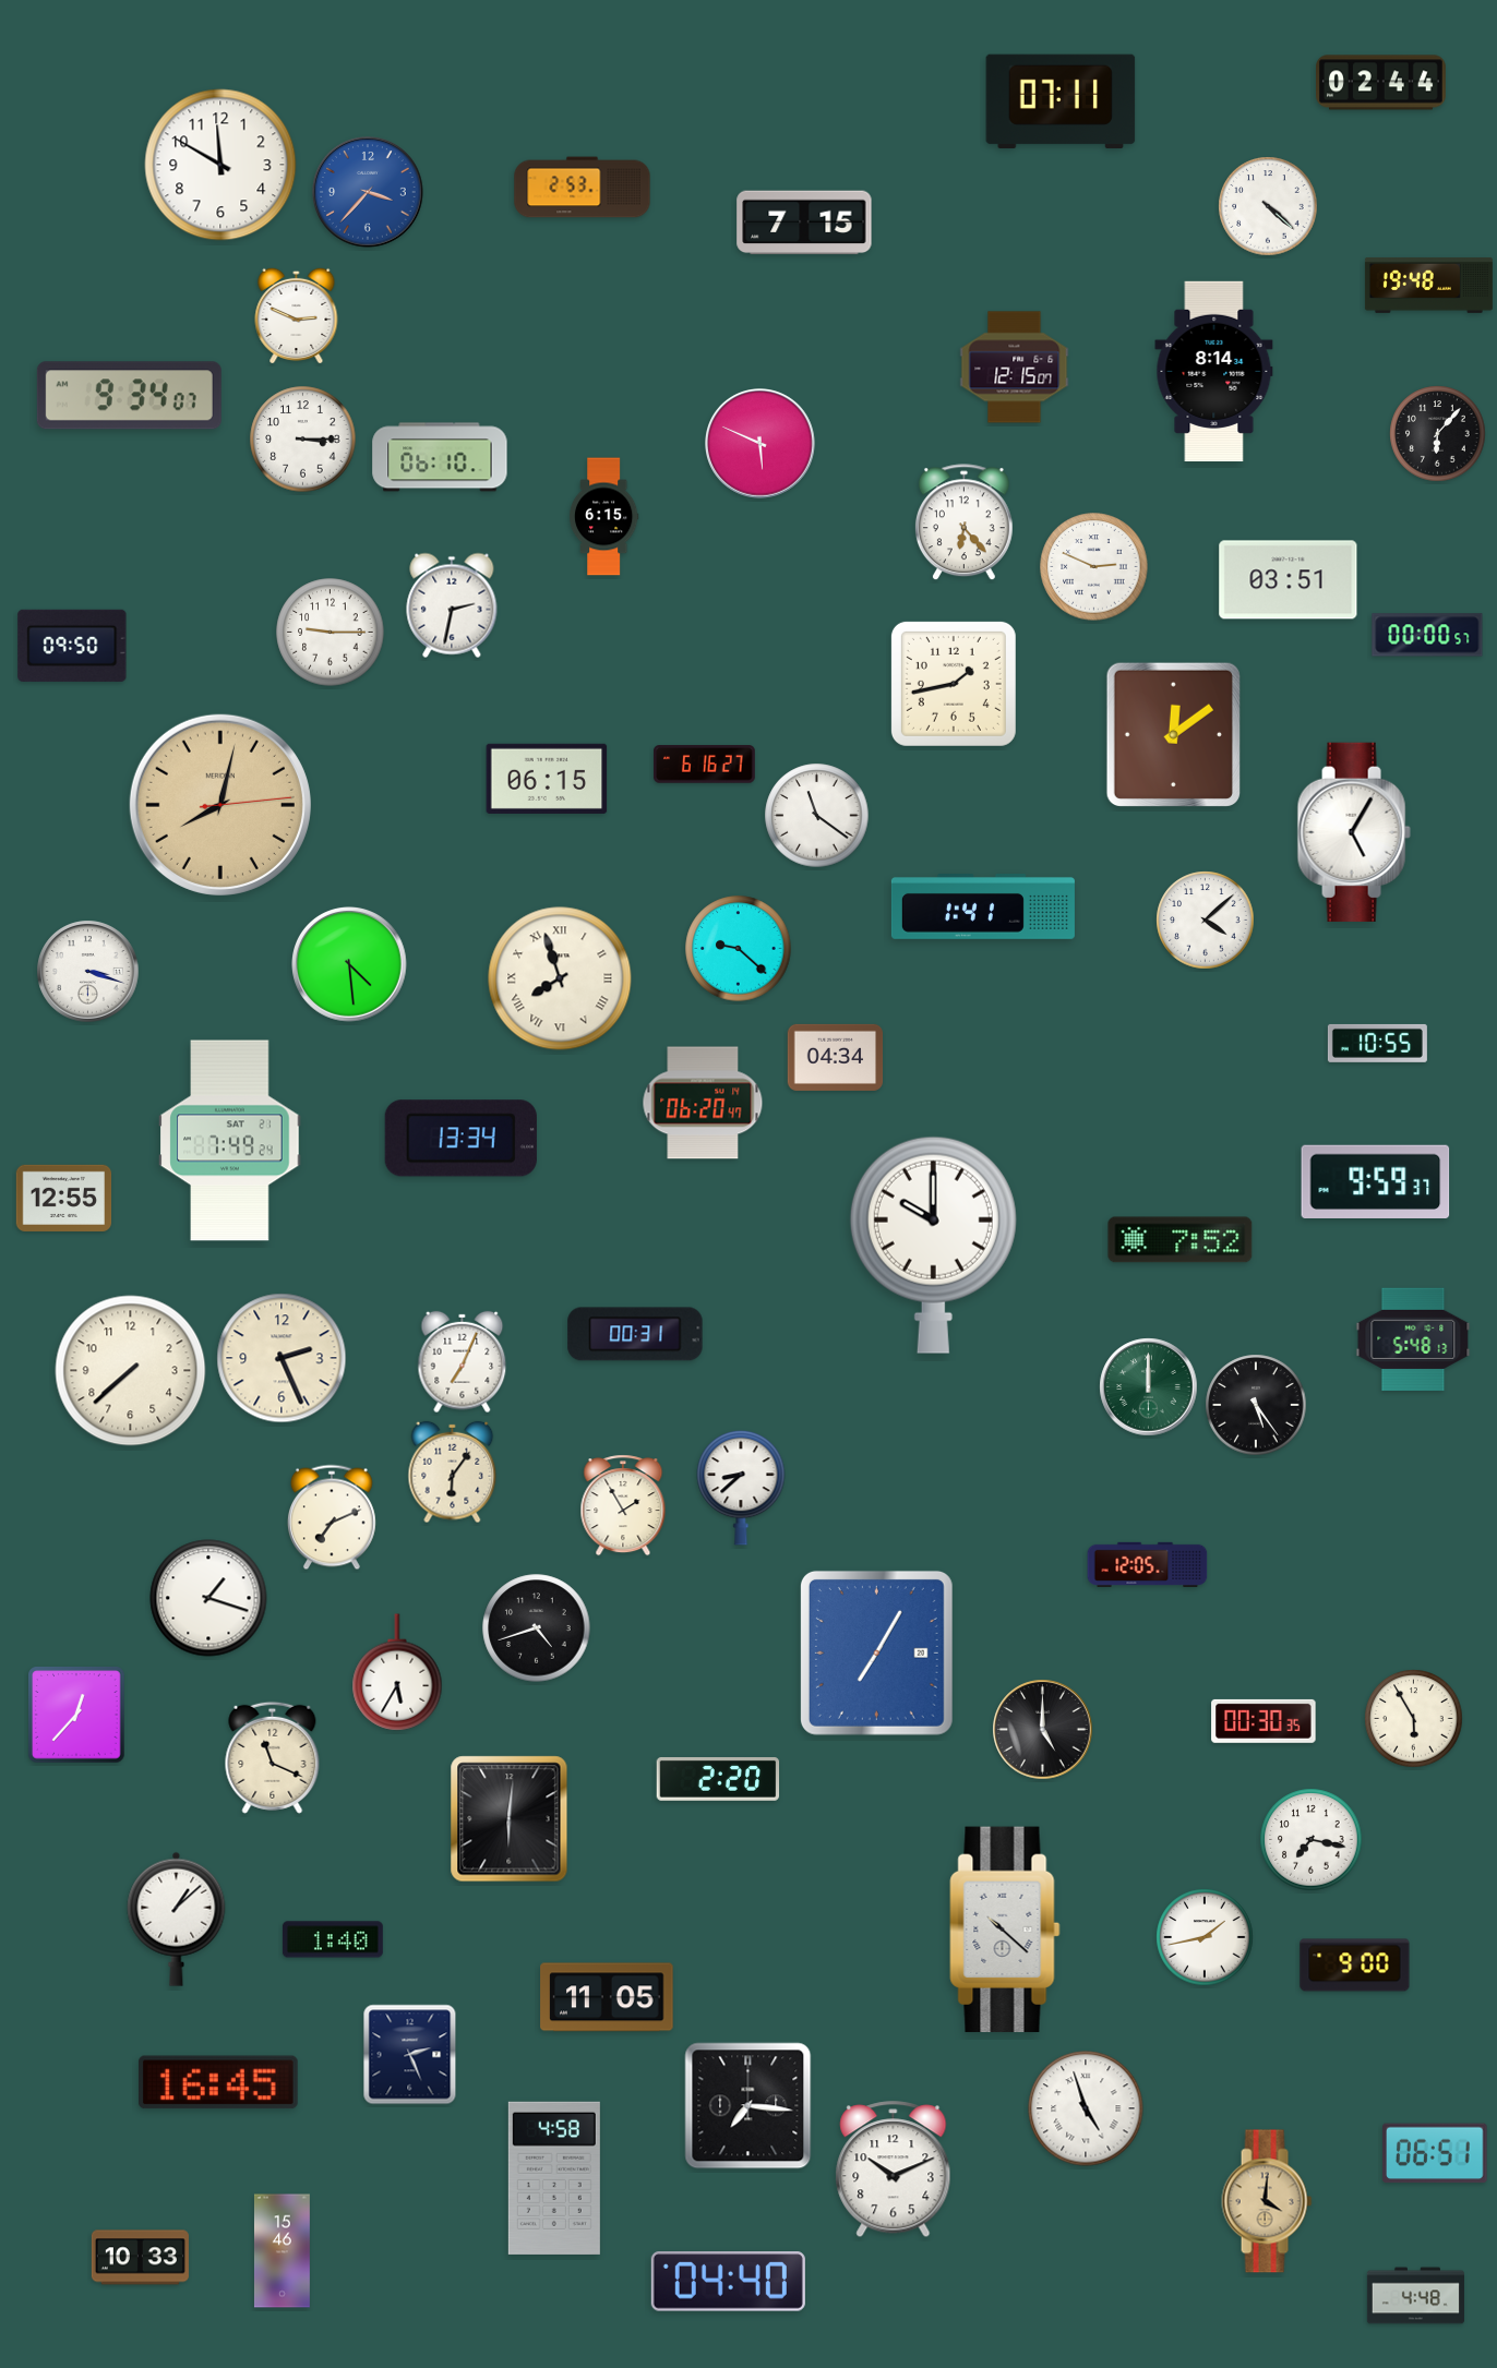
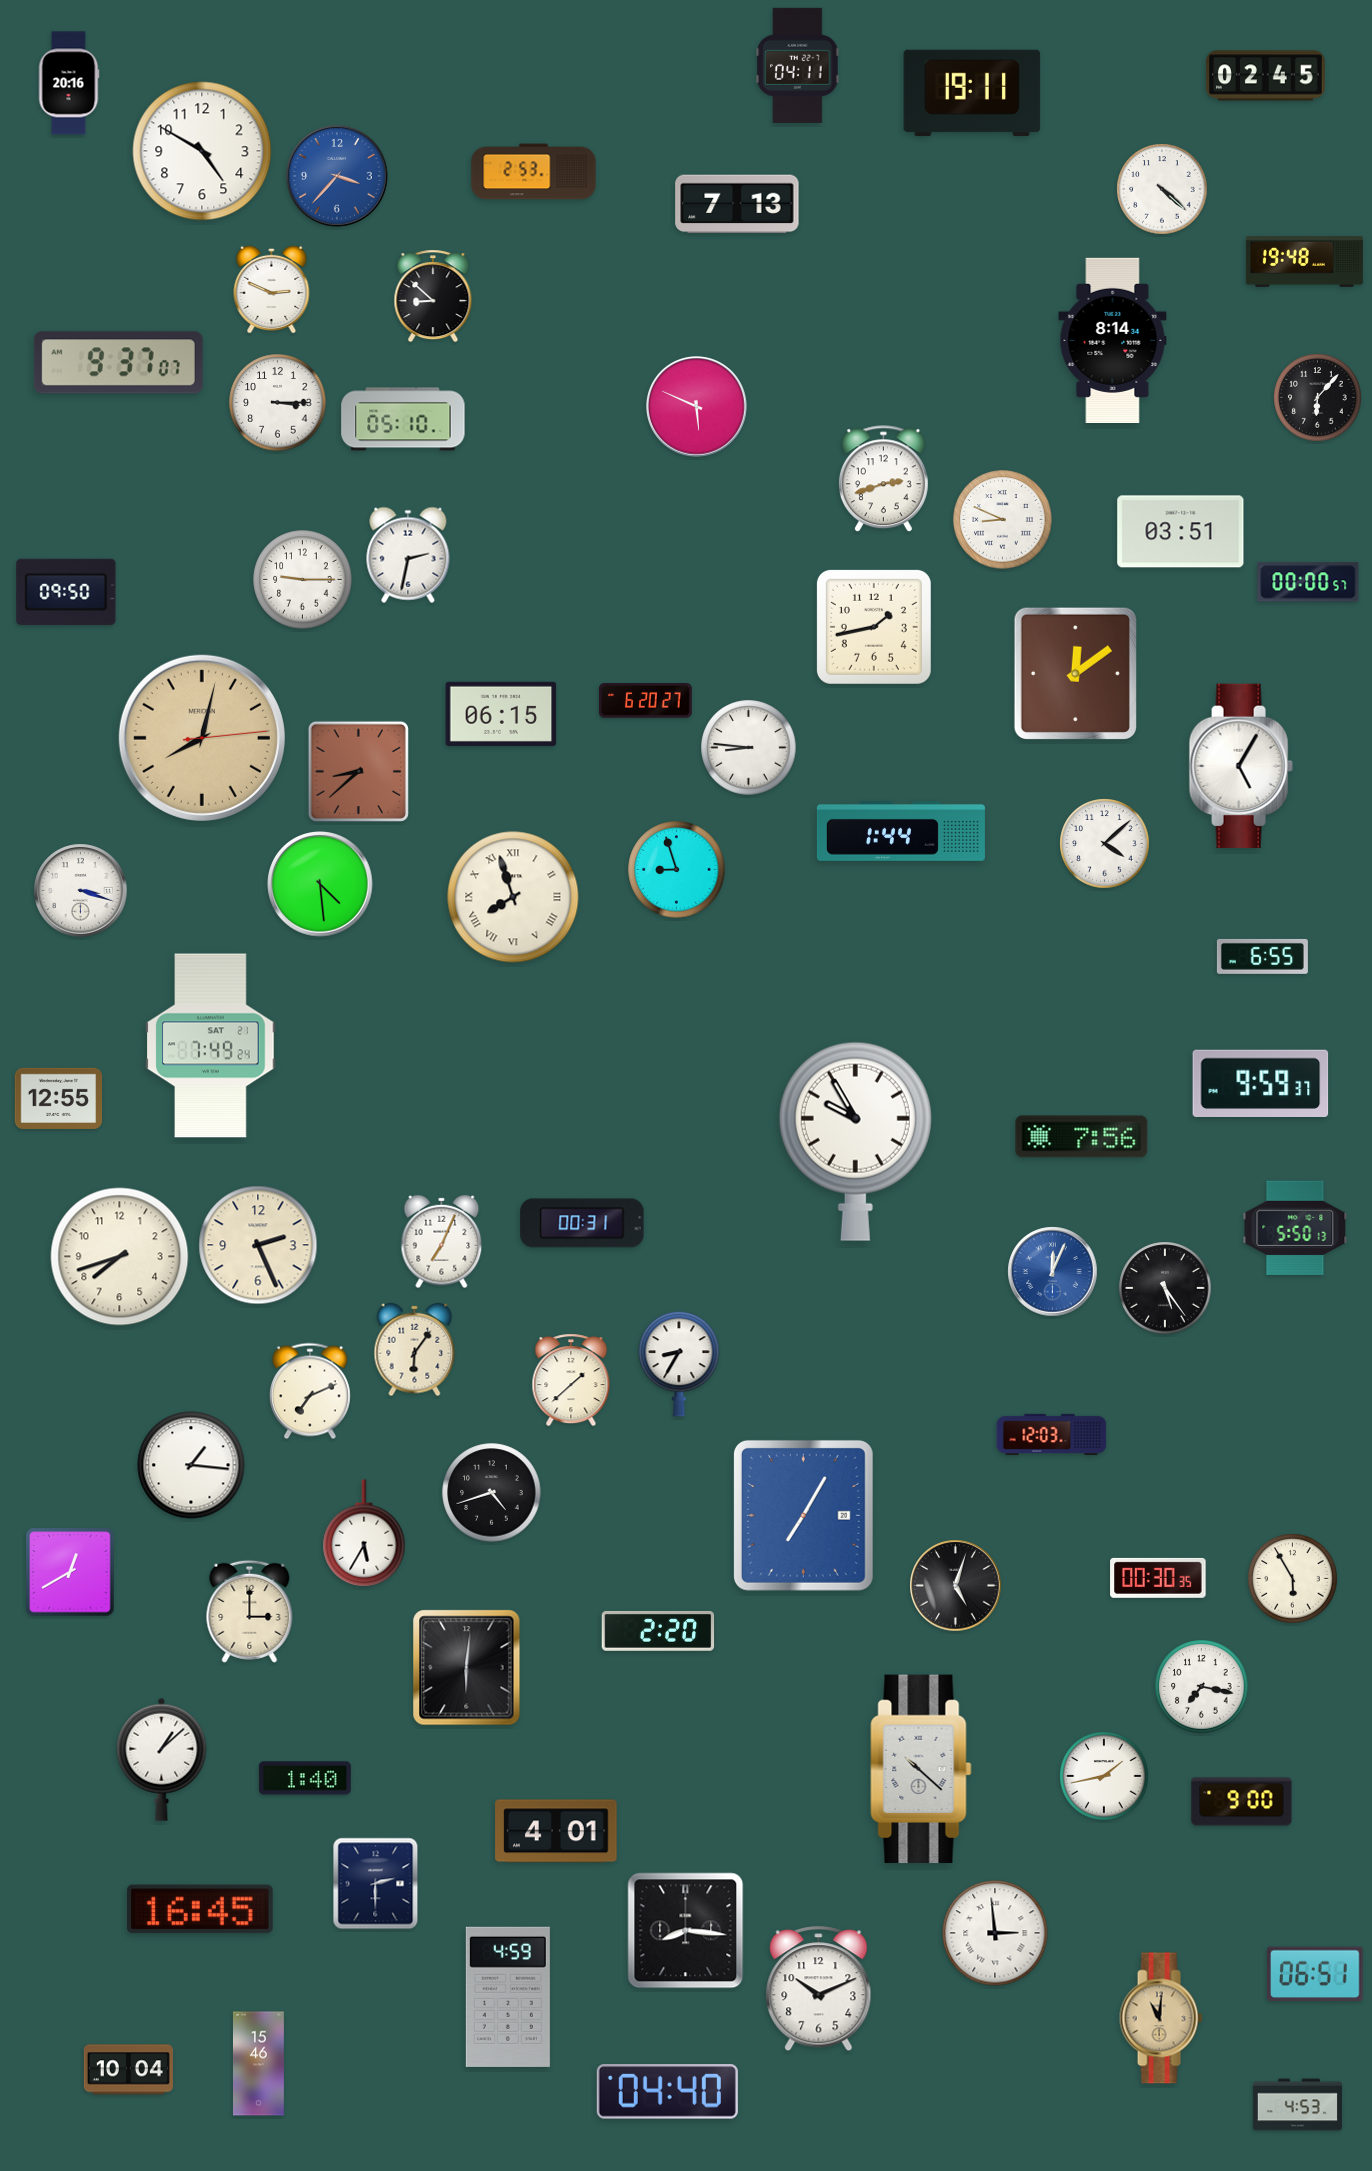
clock at (798, 65): none -> 04:11
clock at (1381, 83): 02:44 -> 02:45
clock at (69, 83): none -> 20:16
clock at (1061, 101): 07:11 -> 19:11
clock at (220, 165): 11:50 -> 4:50
clock at (804, 223): 7:15 -> 7:13
clock at (1428, 285) position: (1428, 285) -> (1304, 261)
clock at (433, 296): none -> 8:52
clock at (1015, 368): 12:15 -> none
clock at (129, 396): 9:34 -> 9:37
clock at (440, 457): 06:10 -> 05:10
clock at (603, 517): 6:15 -> none
clock at (963, 522): 6:23 -> 2:42
clock at (1094, 567): 2:49 -> 8:49
clock at (452, 605) position: (452, 605) -> (408, 555)
clock at (704, 765): 6:16 -> 6:20
clock at (817, 816): 11:21 -> 8:46
clock at (1354, 832) position: (1354, 832) -> (1241, 766)
clock at (358, 771): none -> 8:38
clock at (983, 907): 1:41 -> 1:44
clock at (739, 949): 9:22 -> 8:57
clock at (1377, 1043): 10:55 -> 6:55
clock at (836, 1057): 04:34 -> none
clock at (703, 1103): 06:20 -> none
clock at (460, 1139): 13:34 -> none
clock at (1181, 1240): 7:52 -> 7:56
clock at (933, 1245): 10:00 -> 9:55
clock at (1413, 1338): 5:48 -> 5:50
clock at (463, 1362) position: (463, 1362) -> (442, 1242)
clock at (131, 1371): 7:38 -> 7:42
clock at (1149, 1387): 12:00 -> 12:04
clock at (1149, 1387) dial: green -> blue
clock at (1256, 1405) position: (1256, 1405) -> (1165, 1288)
clock at (741, 1488): 8:38 -> 8:35
clock at (623, 1505): 1:55 -> 1:38
clock at (332, 1517) position: (332, 1517) -> (310, 1391)
clock at (1148, 1564): 12:05 -> 12:03
clock at (208, 1598): 1:18 -> 1:16
clock at (76, 1715): 12:37 -> 12:40
clock at (1414, 1719) position: (1414, 1719) -> (1293, 1579)
clock at (1043, 1730): 5:00 -> 5:03
clock at (273, 1757): 11:19 -> 3:00
clock at (607, 1997): 11:05 -> 4:01
clock at (410, 2055): 2:26 -> 2:30
clock at (748, 2106): 7:16 -> 8:16
clock at (1086, 2108): 4:57 -> 2:59
clock at (554, 2178): 4:58 -> 4:59
clock at (1267, 2201): 4:01 -> 11:01
clock at (140, 2258): 10:33 -> 10:04
clock at (1415, 2296): 4:48 -> 4:53
